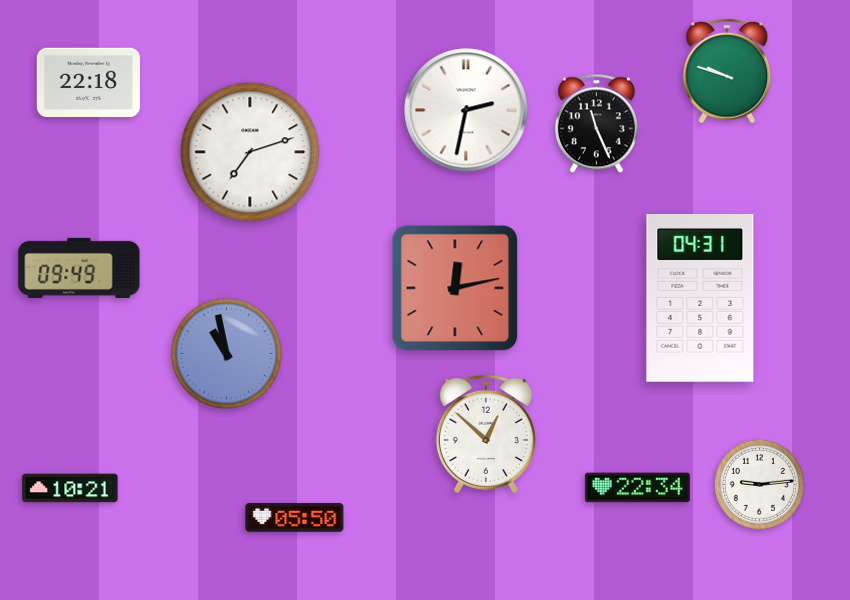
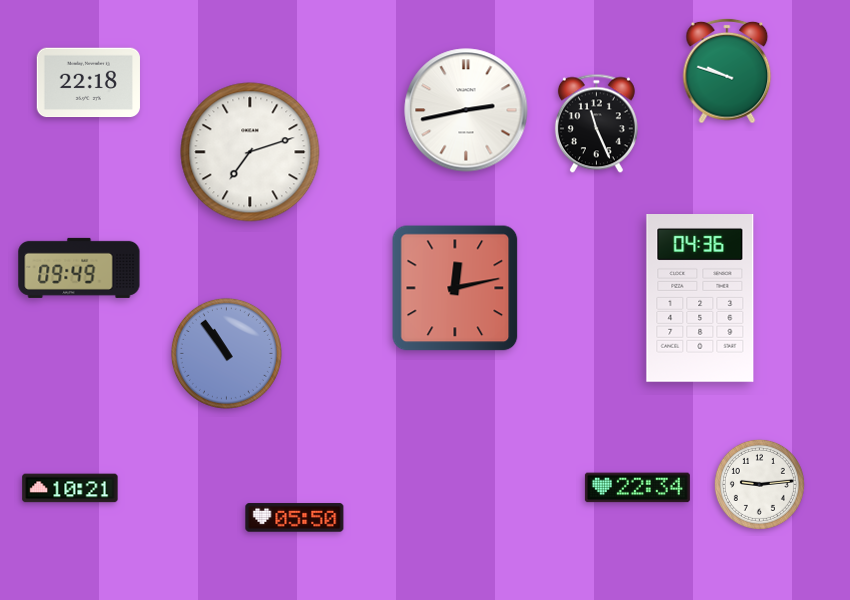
clock at (466, 110): 2:32 -> 2:43
clock at (700, 299): 04:31 -> 04:36
clock at (226, 353): 10:58 -> 10:54
clock at (486, 434): 12:52 -> none
